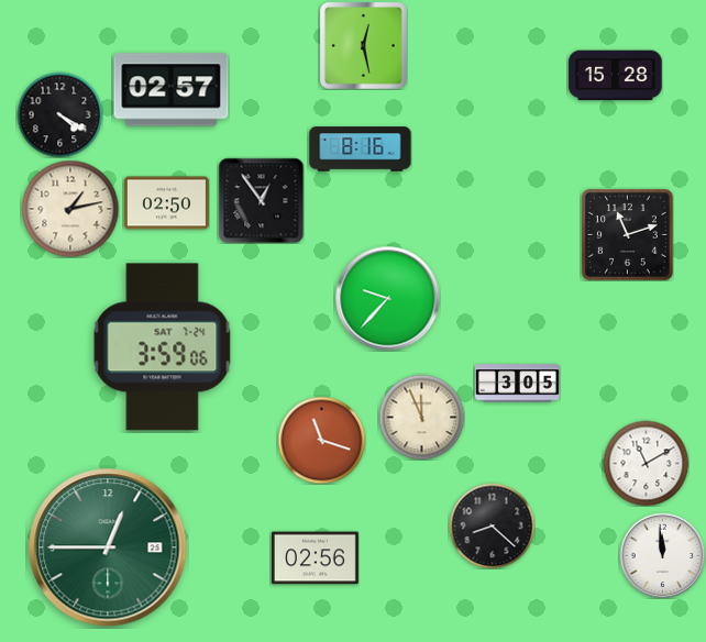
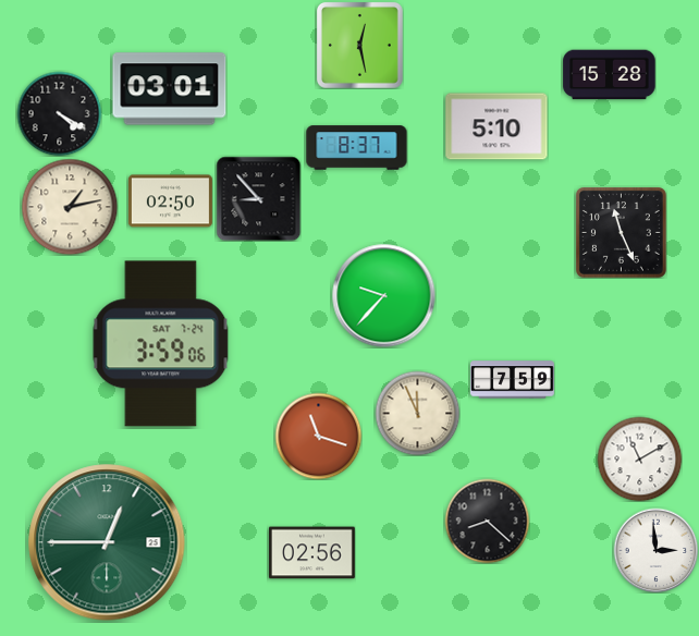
clock at (172, 90): 02:57 -> 03:01
clock at (496, 126): none -> 5:10
clock at (361, 150): 8:16 -> 8:37
clock at (261, 200): 12:54 -> 8:53
clock at (166, 203) position: (166, 203) -> (170, 201)
clock at (627, 234): 11:12 -> 11:26
clock at (517, 384): 3:05 -> 7:59
clock at (662, 555): 11:59 -> 2:59
